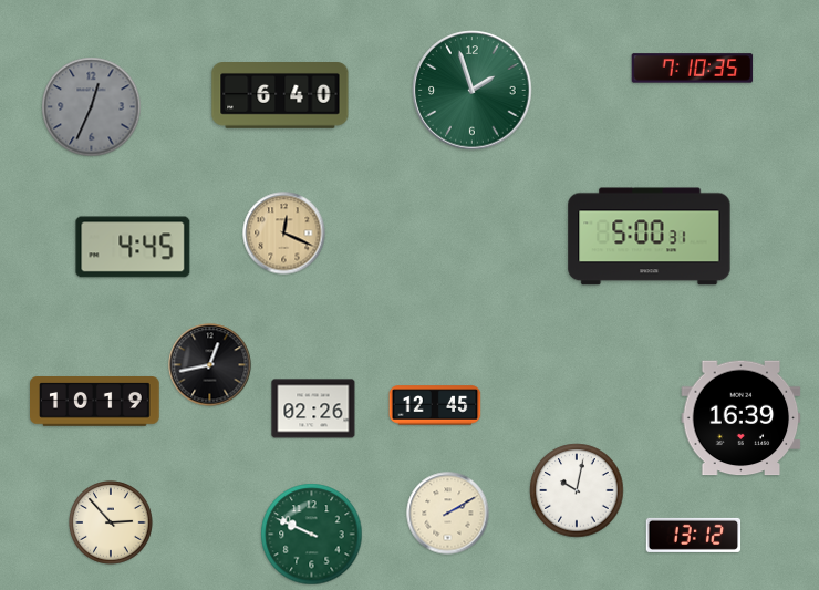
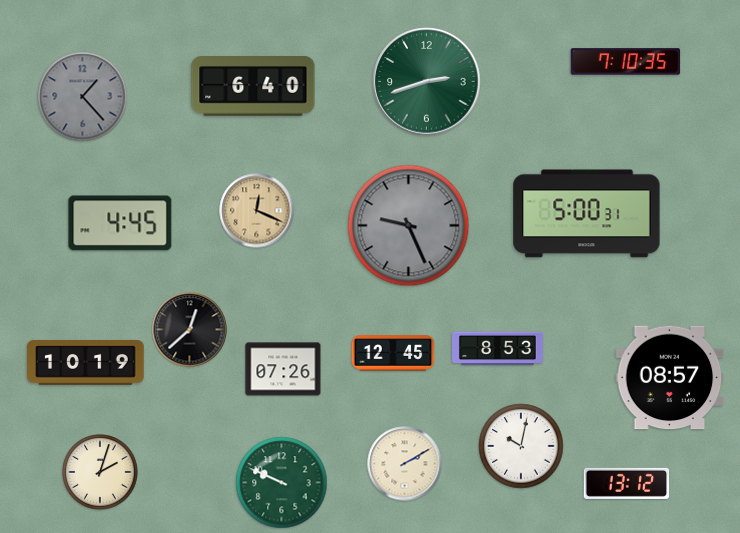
clock at (473, 91): 1:57 -> 2:42
clock at (92, 107): 12:34 -> 1:23
clock at (409, 226): none -> 9:26
clock at (210, 365): 12:43 -> 12:38
clock at (498, 349): none -> 8:53
clock at (435, 405) position: (435, 405) -> (393, 353)
clock at (313, 408): 02:26 -> 07:26
clock at (742, 418): 16:39 -> 08:57
clock at (577, 490) position: (577, 490) -> (521, 446)
clock at (111, 522): 2:53 -> 2:03
